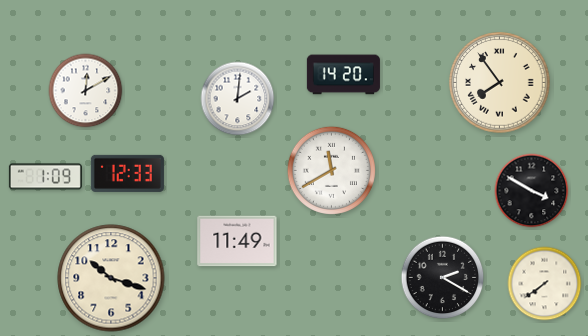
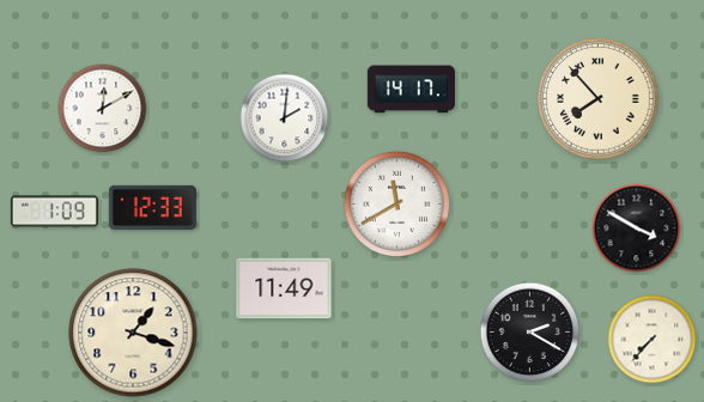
clock at (343, 75): 14:20 -> 14:17
clock at (500, 83): 7:54 -> 7:53
clock at (111, 278): 10:18 -> 1:18
clock at (545, 284): 7:39 -> 7:37
